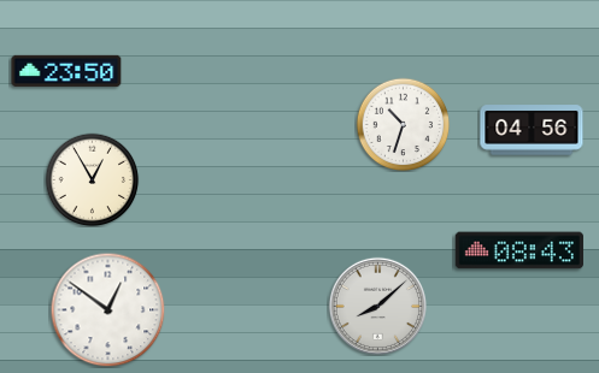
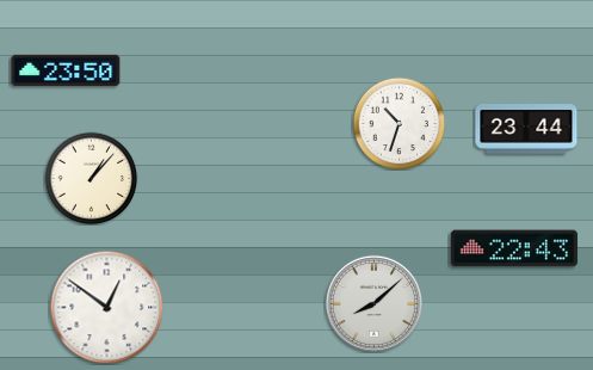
clock at (532, 130): 04:56 -> 23:44
clock at (92, 179): 12:55 -> 1:07
clock at (519, 250): 08:43 -> 22:43
